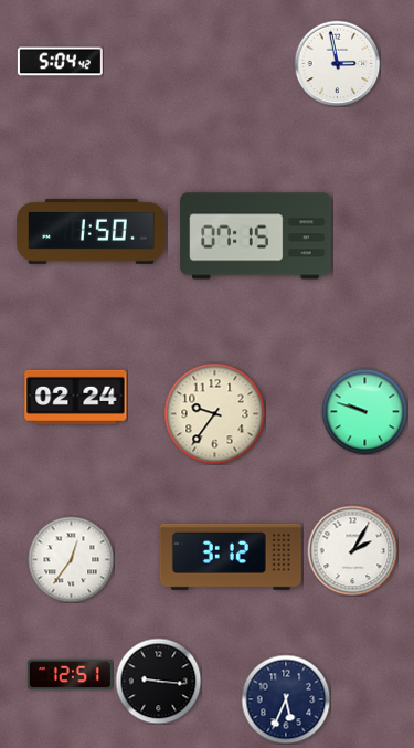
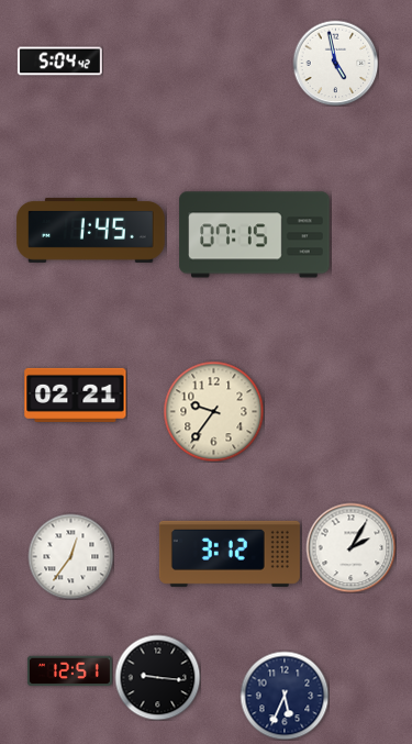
clock at (337, 63): 2:58 -> 4:58
clock at (92, 231): 1:50 -> 1:45
clock at (76, 397): 02:24 -> 02:21
clock at (364, 411): 9:48 -> none
